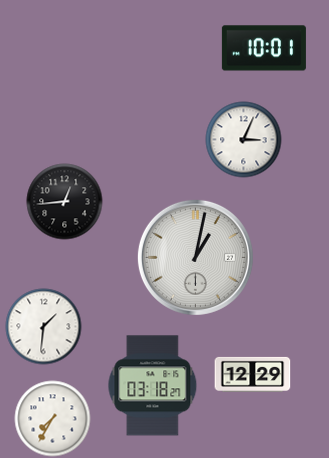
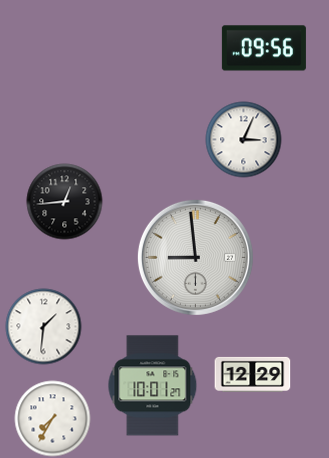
clock at (264, 48): 10:01 -> 09:56
clock at (195, 257): 1:02 -> 8:59
clock at (153, 386): 03:18 -> 10:01
